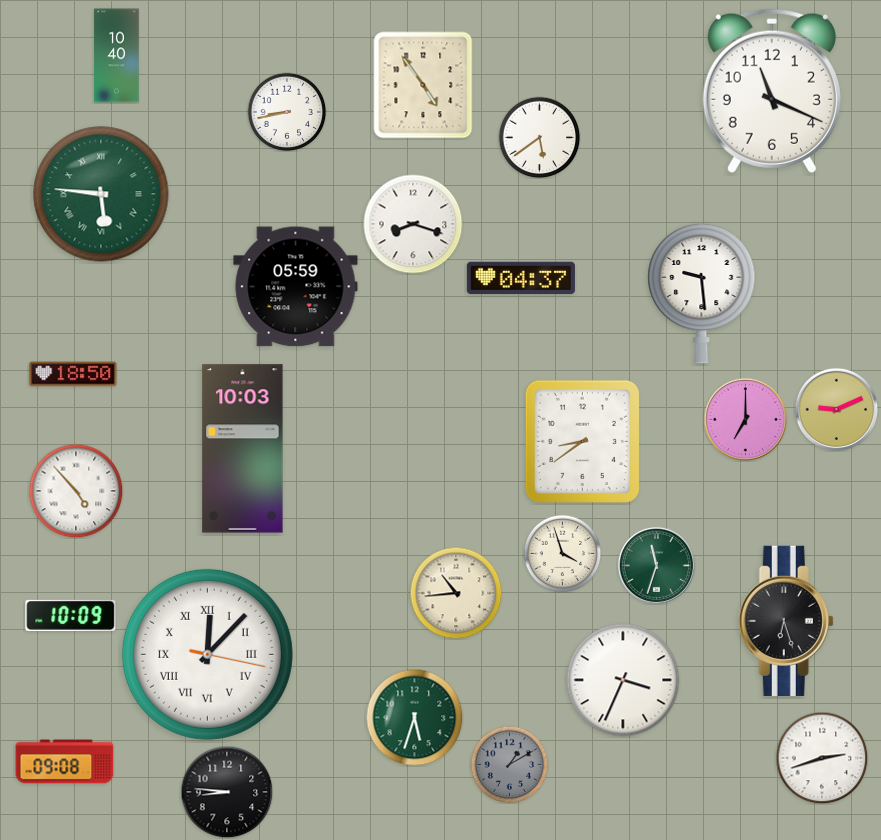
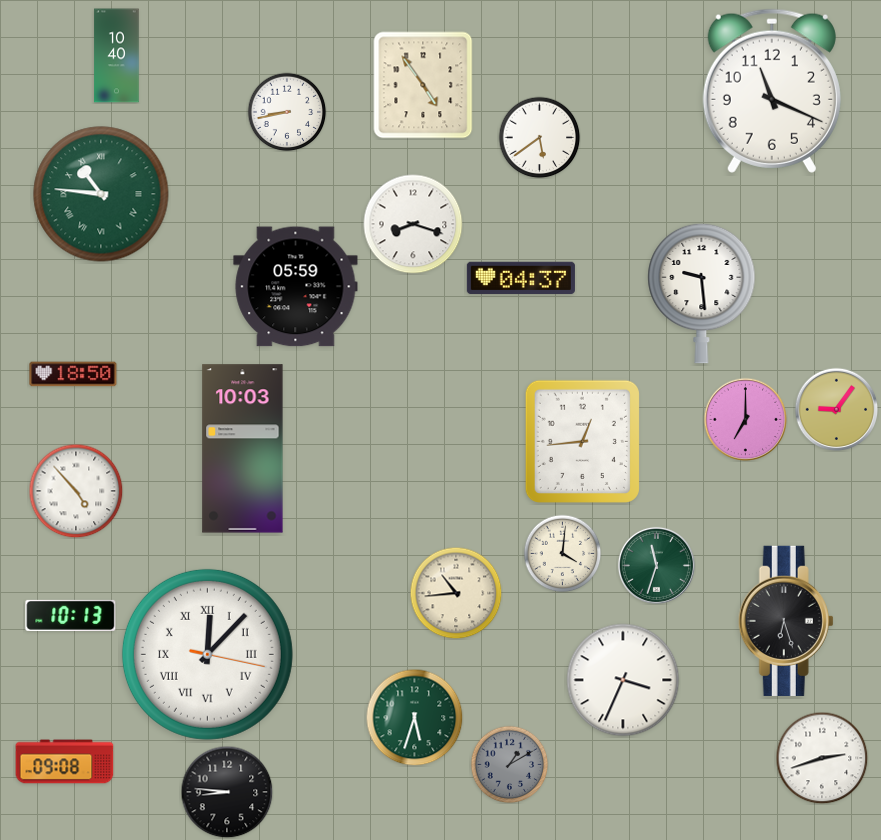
clock at (101, 194): 5:46 -> 10:46
clock at (836, 409): 9:11 -> 9:06
clock at (582, 441): 8:39 -> 12:44
clock at (562, 553): 3:57 -> 4:01
clock at (71, 615): 10:09 -> 10:13
